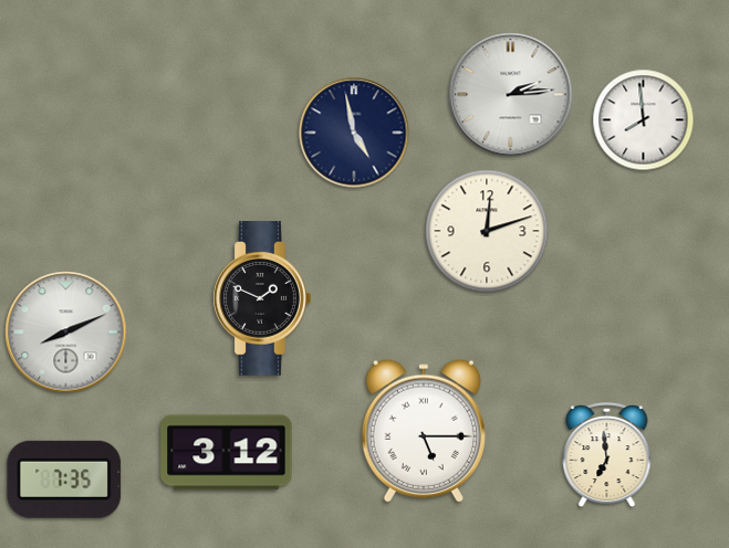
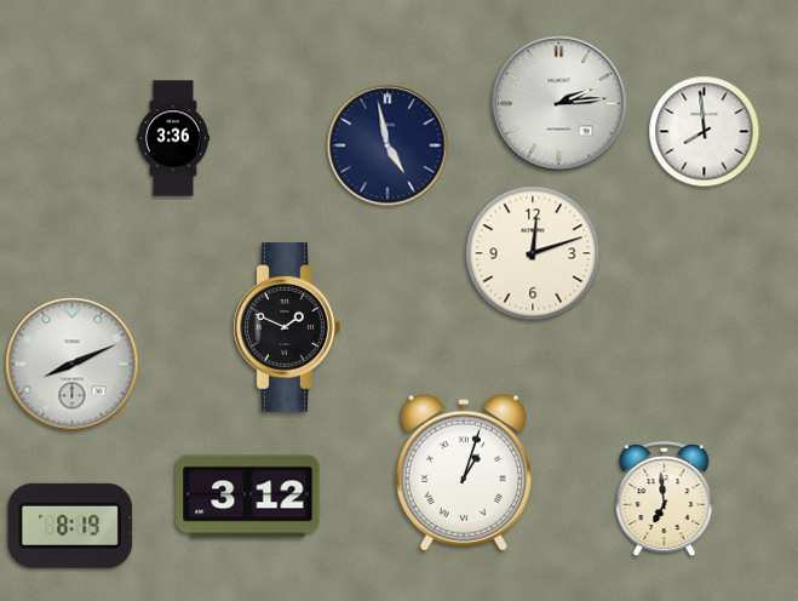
clock at (173, 138): none -> 3:36
clock at (424, 431): 5:15 -> 1:03
clock at (64, 479): 7:35 -> 8:19
